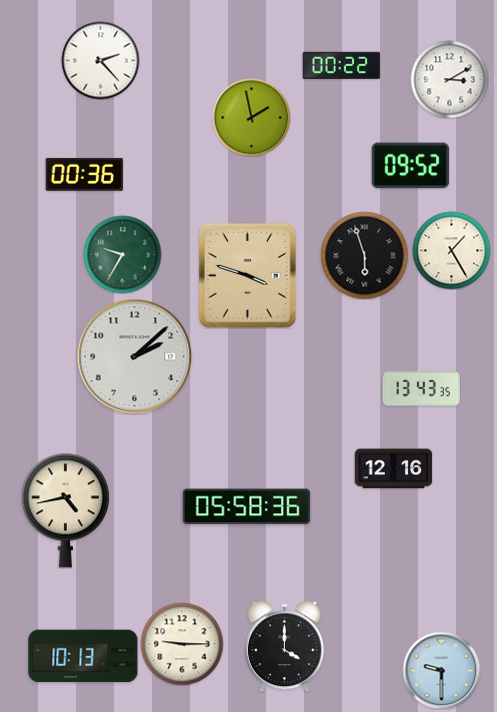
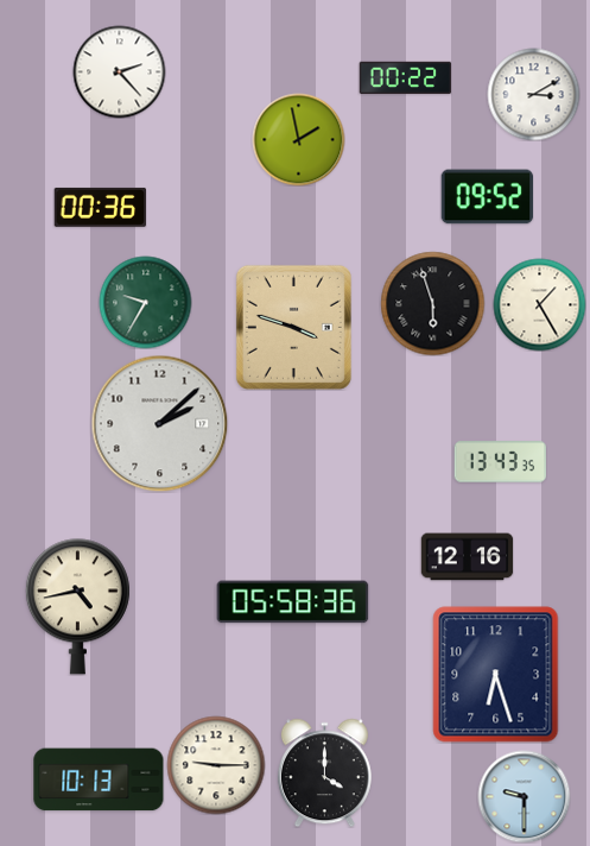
clock at (451, 250) position: (451, 250) -> (539, 304)
clock at (496, 675): none -> 6:27
clock at (284, 646) position: (284, 646) -> (324, 772)
